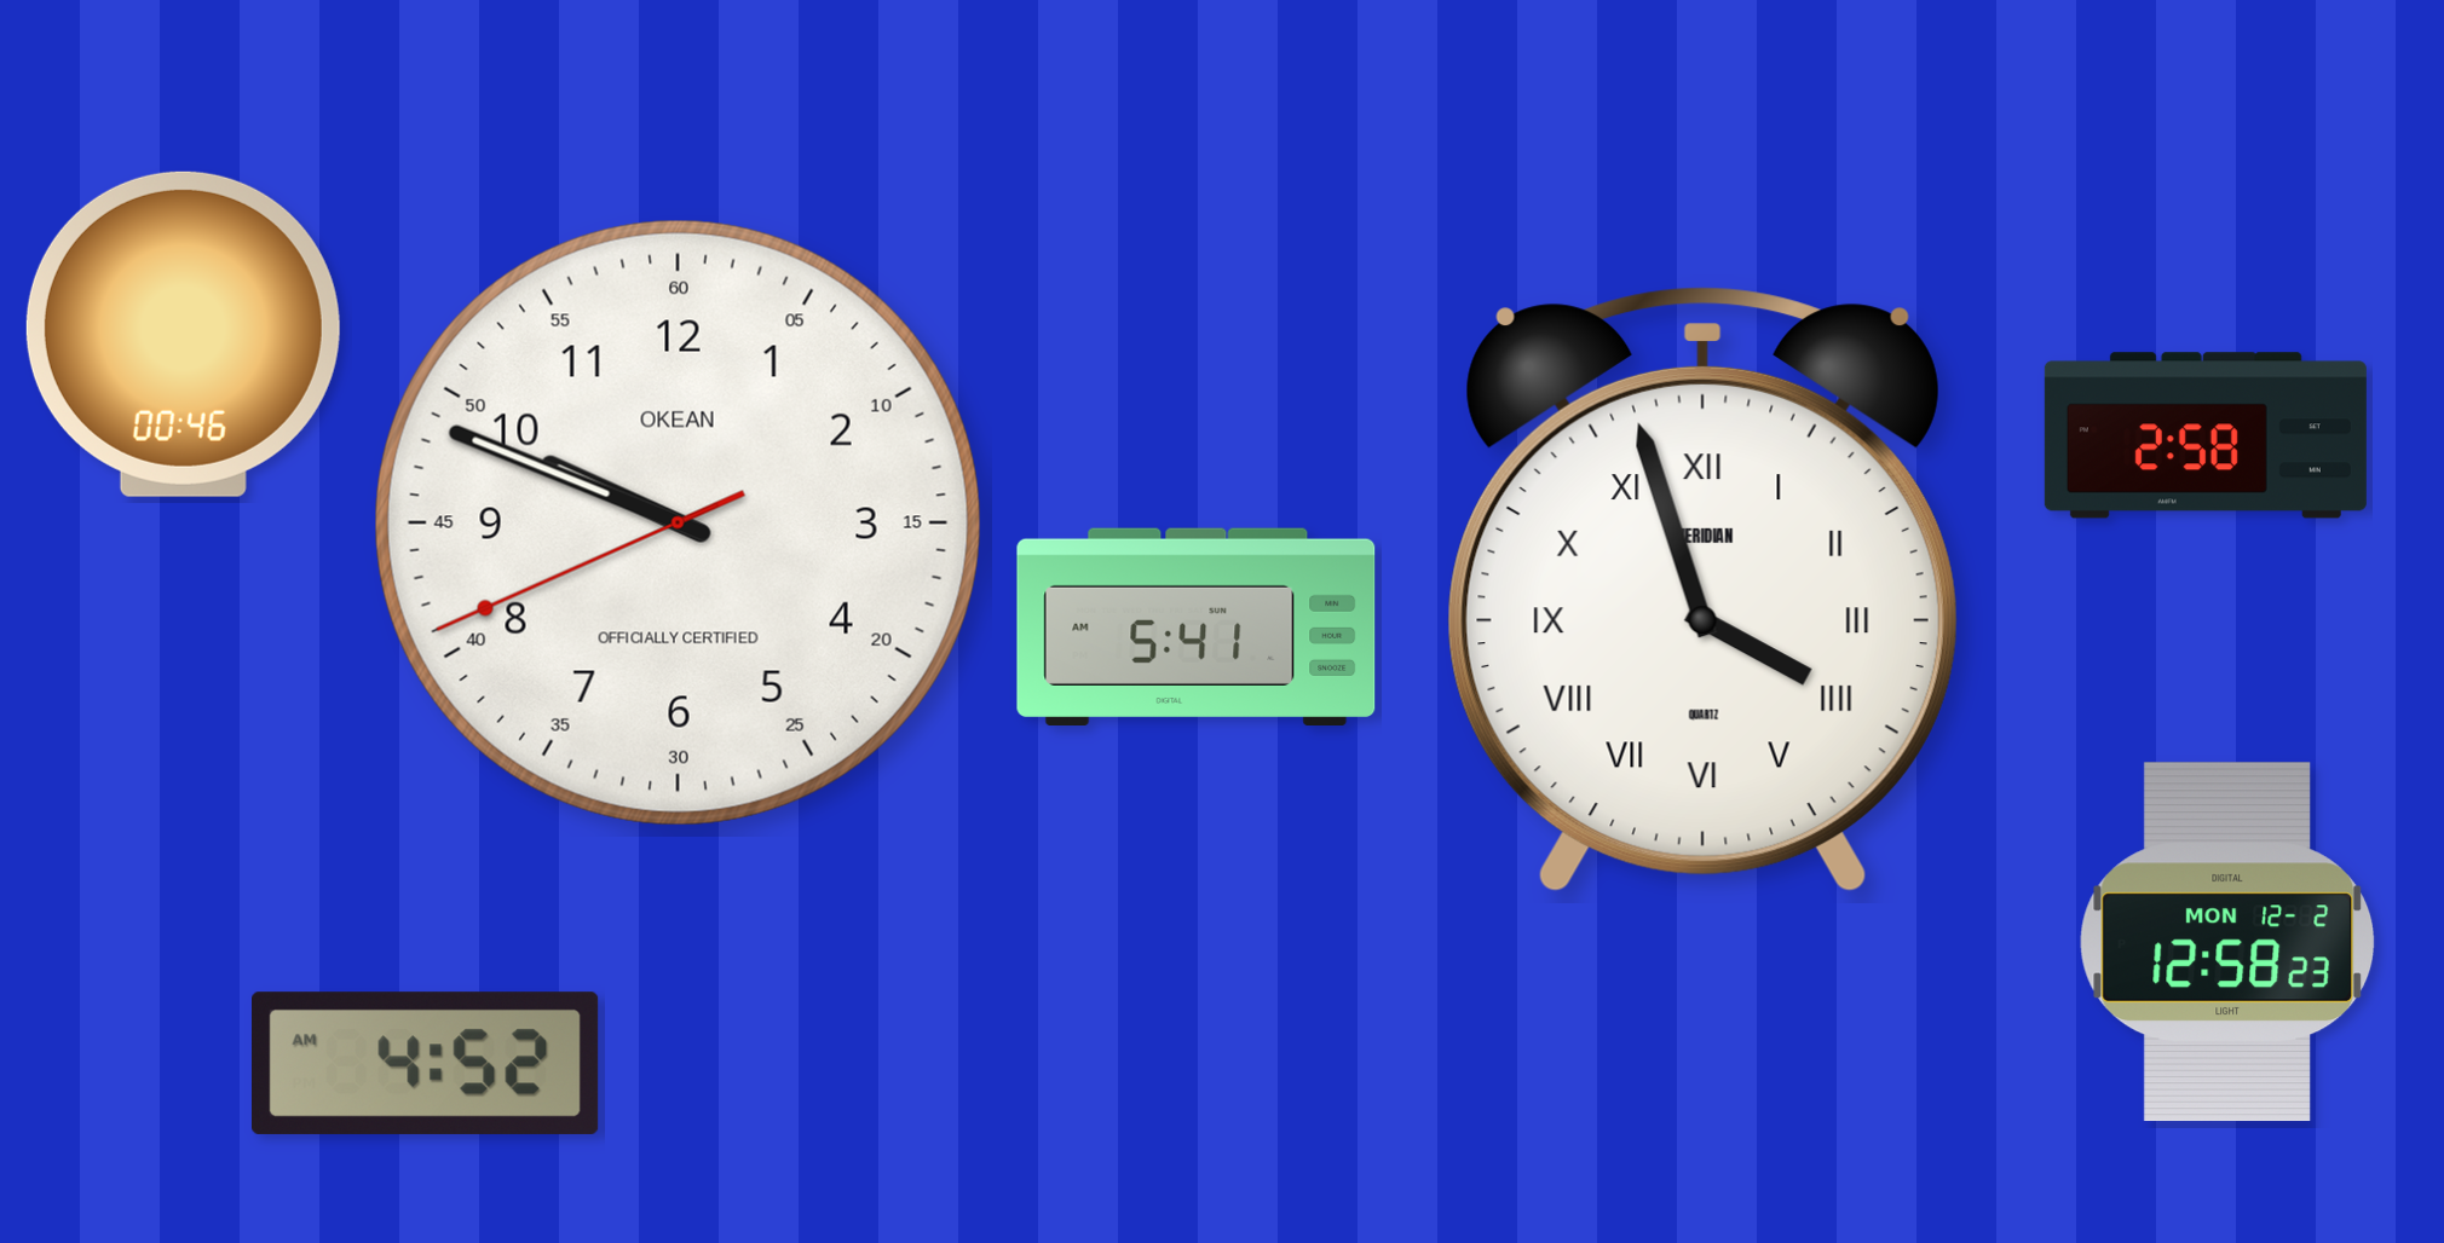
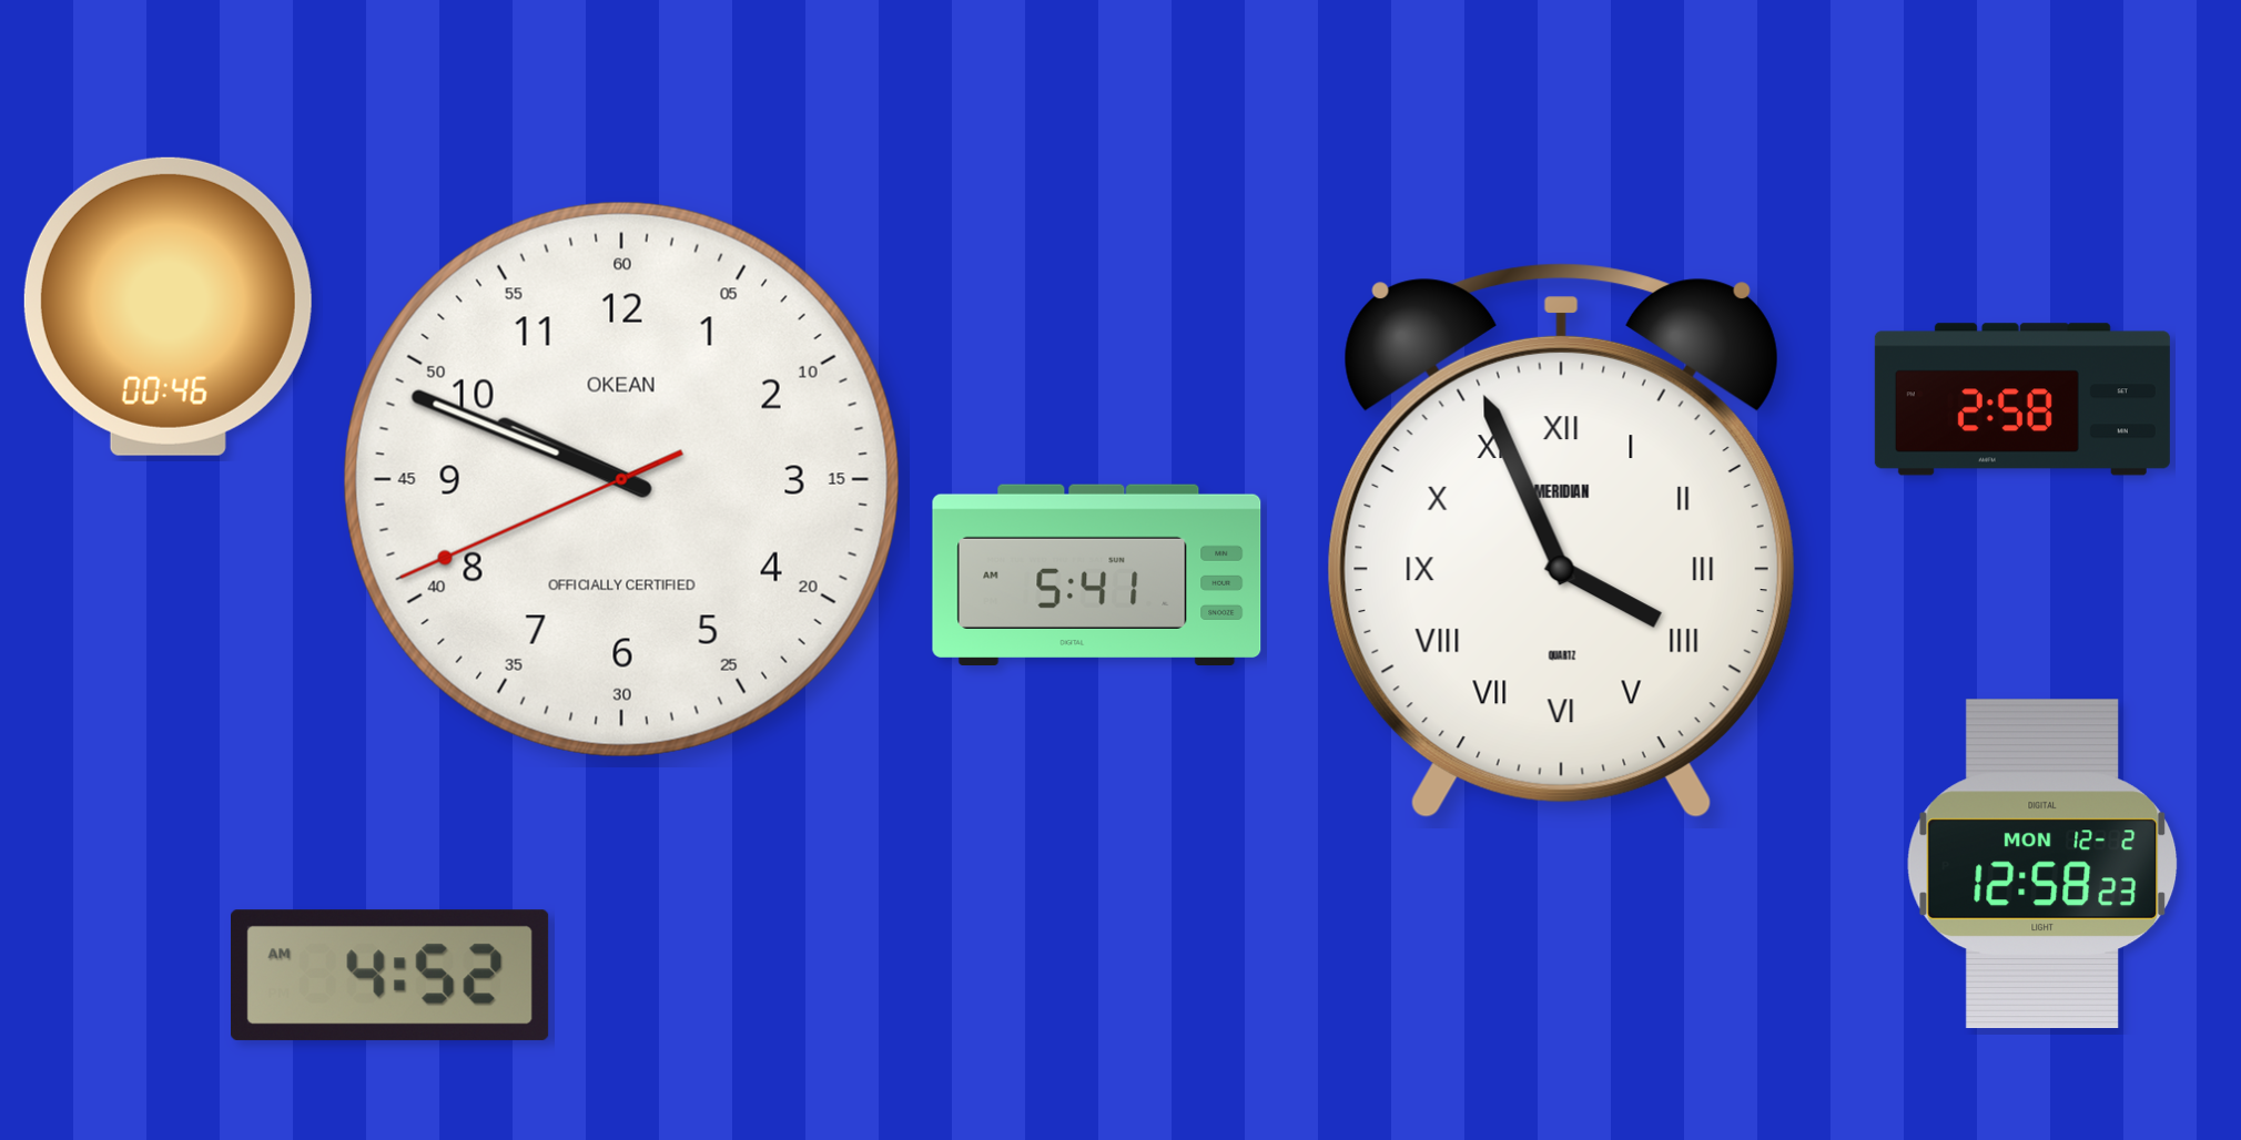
clock at (1702, 589): 3:57 -> 3:56
